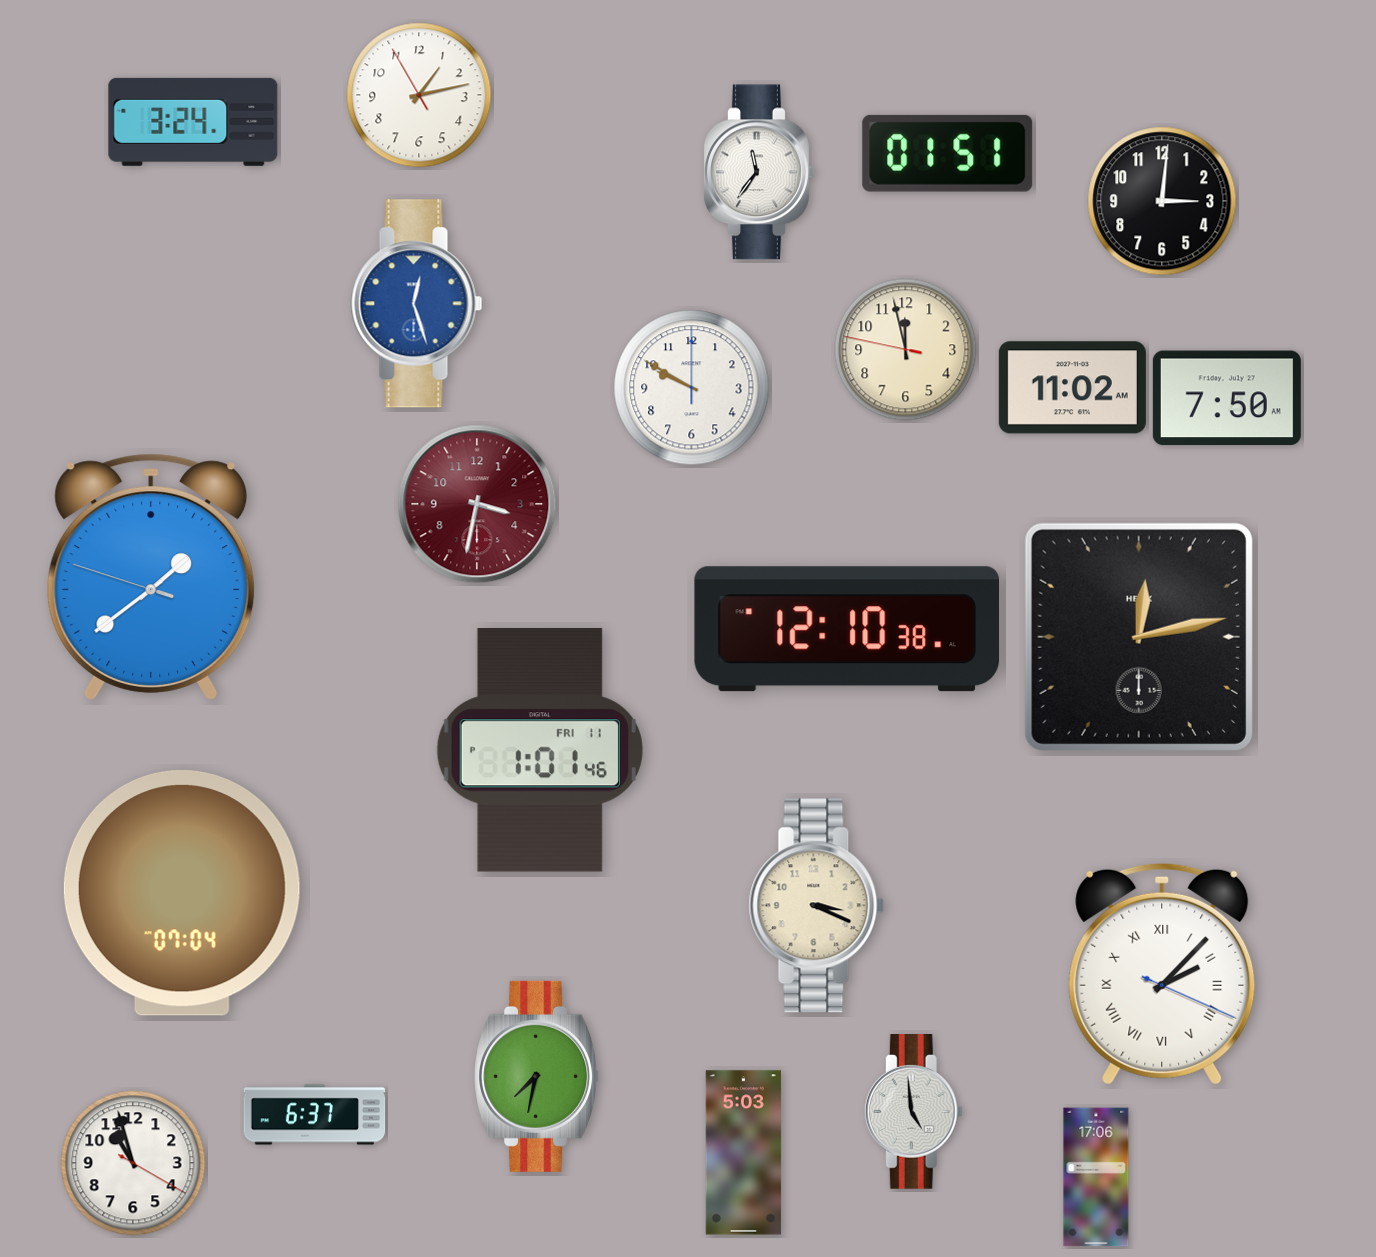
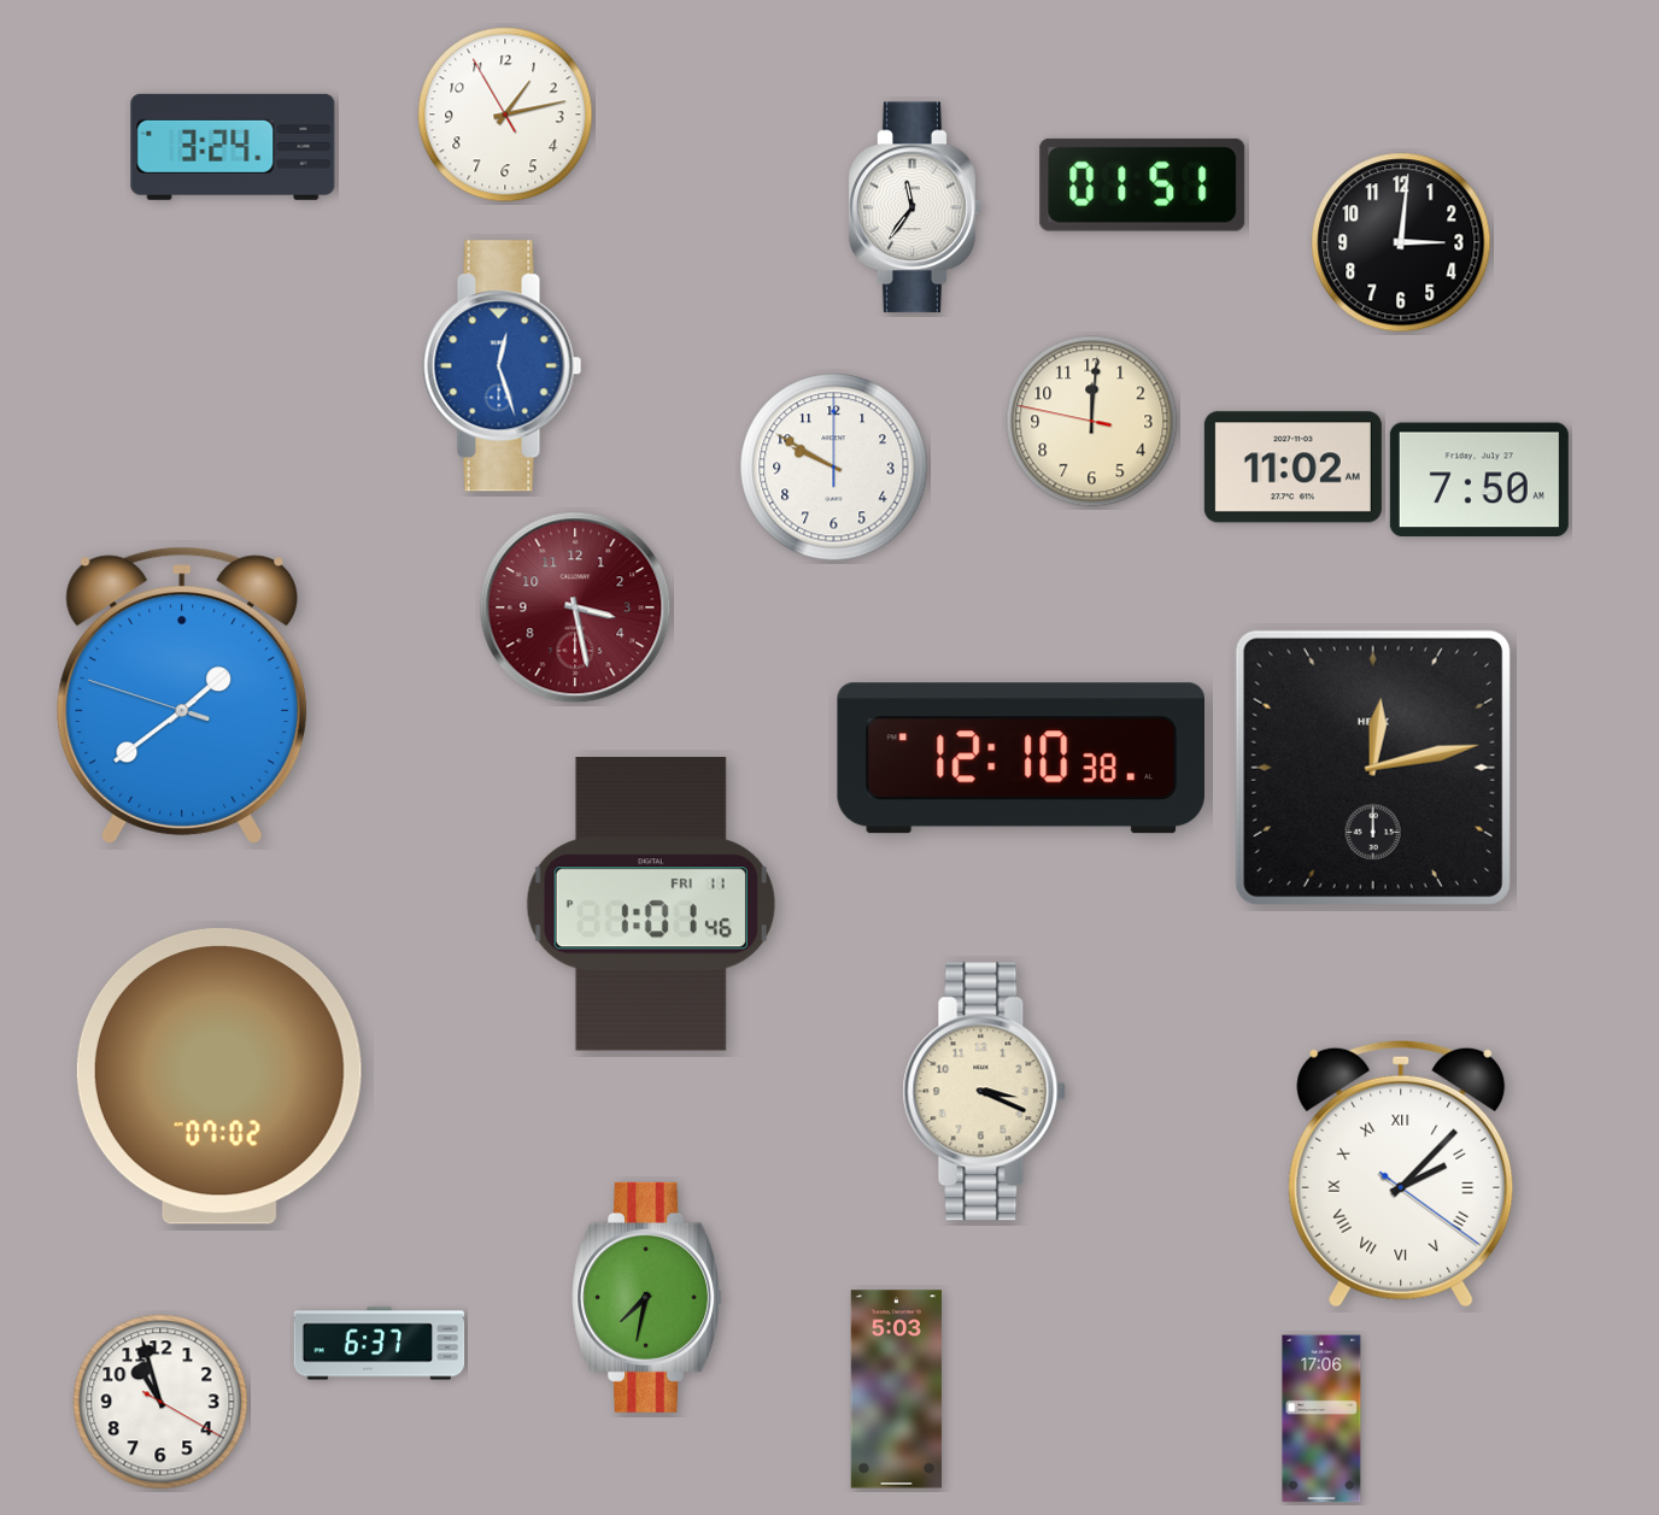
clock at (906, 350): 11:57 -> 12:00
clock at (477, 504): 3:32 -> 3:28
clock at (182, 893): 07:04 -> 07:02
clock at (1162, 974): 2:07:19 -> 2:07:21
clock at (913, 1112): 4:59 -> none
